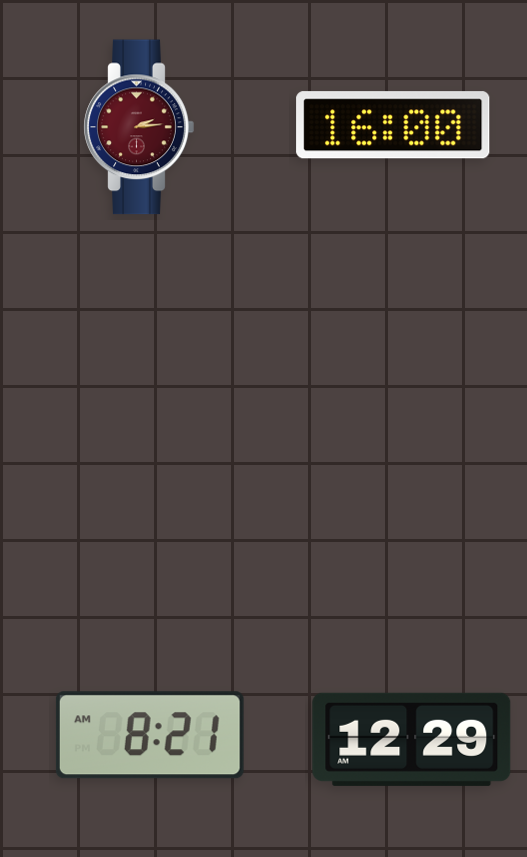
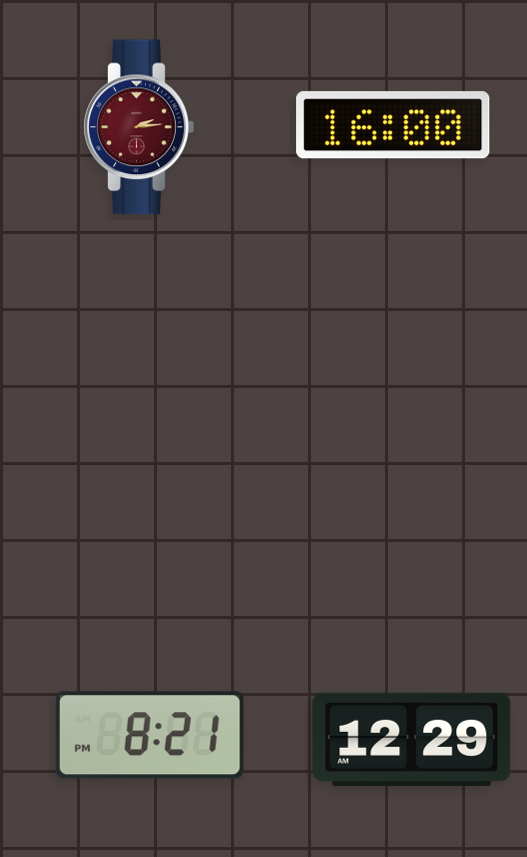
clock at (150, 735): 8:21 AM -> 8:21 PM
